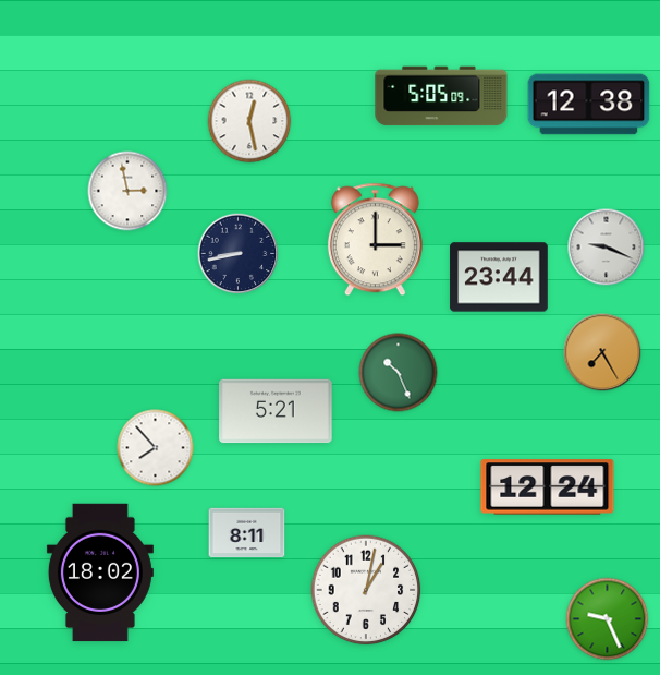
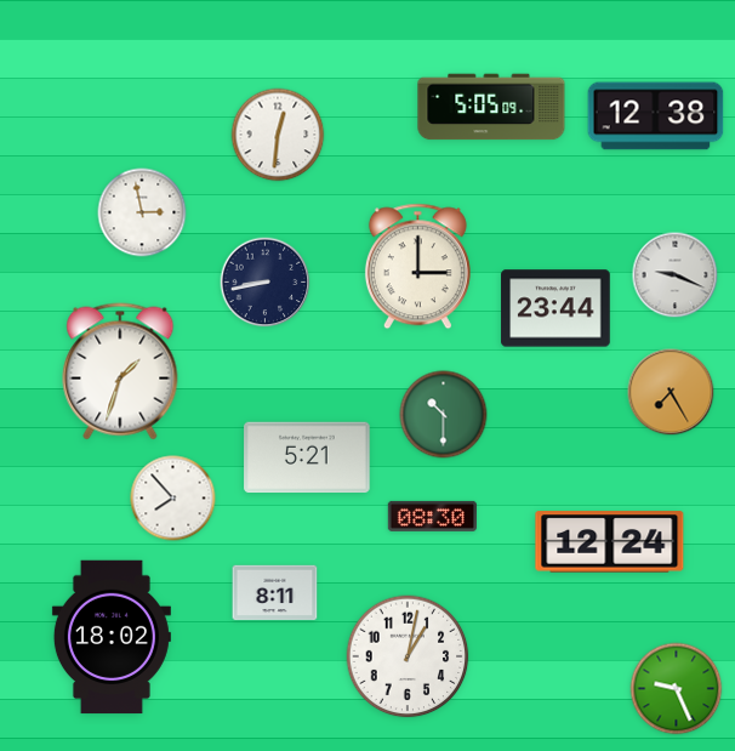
clock at (249, 121): 12:28 -> 12:31
clock at (120, 371): none -> 1:33
clock at (399, 373): 10:26 -> 10:30
clock at (432, 516): none -> 08:30
